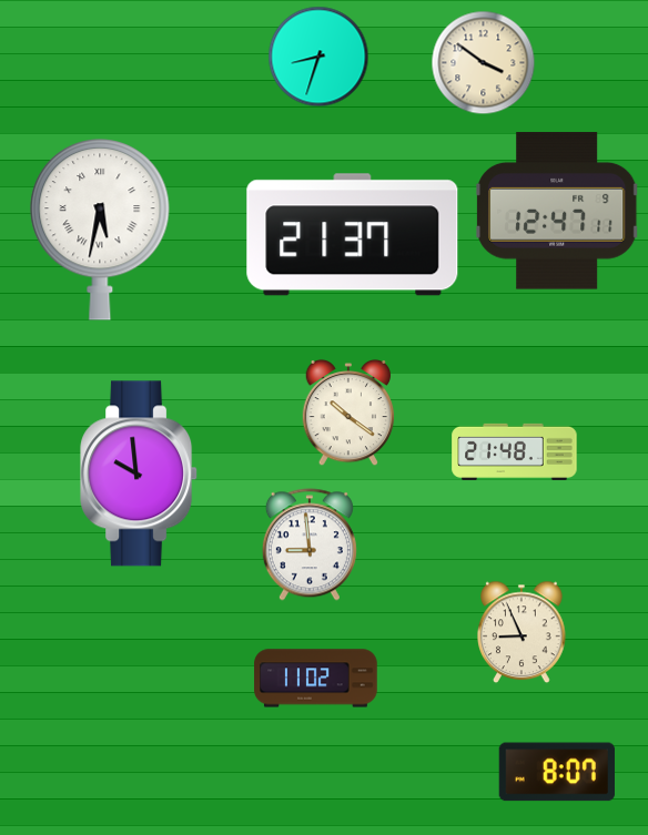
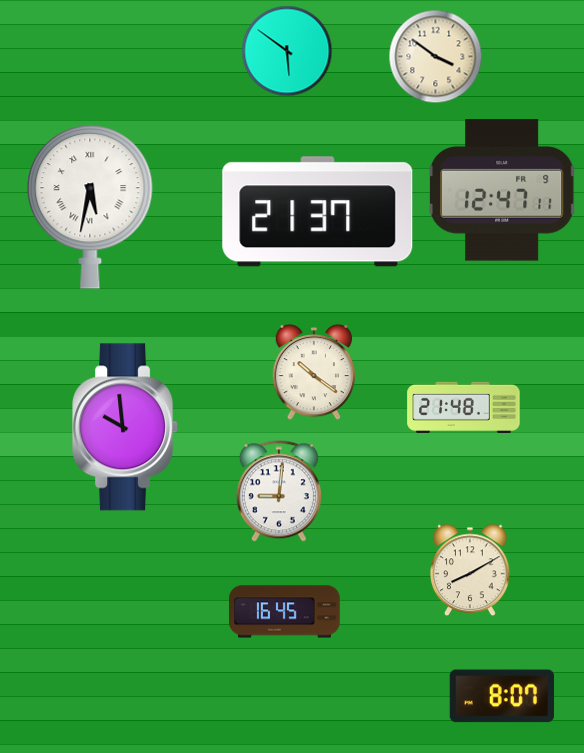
clock at (318, 57): 8:33 -> 5:51
clock at (310, 544): 8:59 -> 9:01
clock at (522, 632): 8:56 -> 8:10
clock at (316, 679): 11:02 -> 16:45
